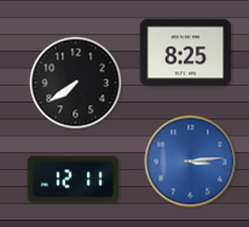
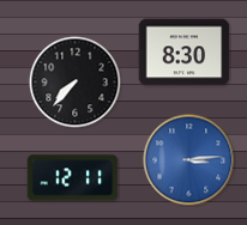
clock at (186, 53): 8:25 -> 8:30
clock at (76, 83): 7:39 -> 7:37
